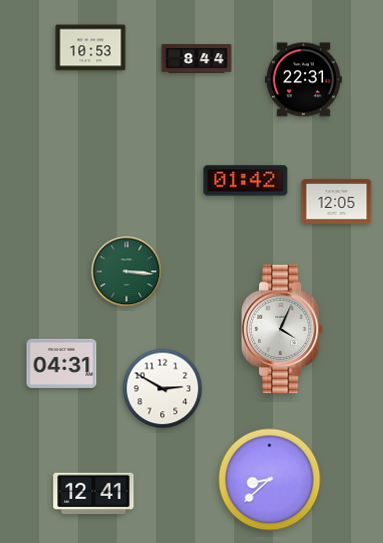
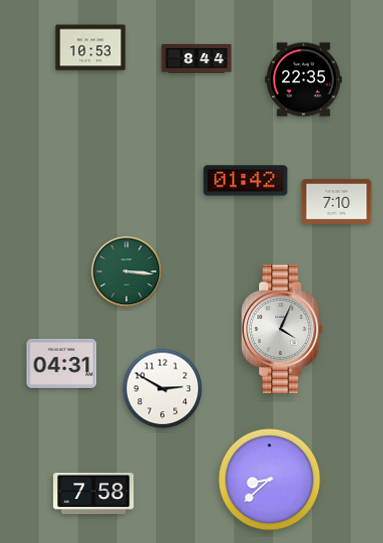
clock at (303, 80): 22:31 -> 22:35
clock at (337, 201): 12:05 -> 7:10
clock at (94, 494): 12:41 -> 7:58
